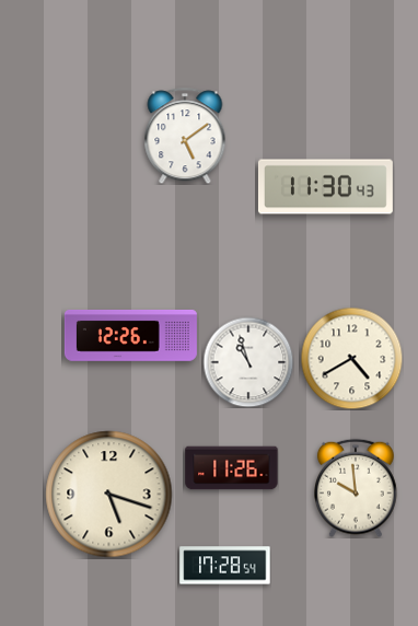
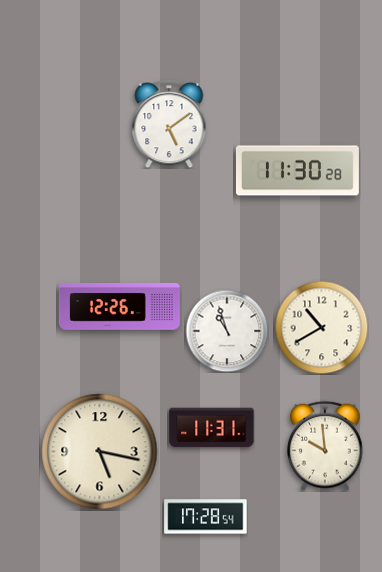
clock at (325, 187): 11:30:43 -> 11:30:28
clock at (351, 358): 4:40 -> 10:40
clock at (232, 468): 11:26 -> 11:31
clock at (109, 495): 5:18 -> 5:17
